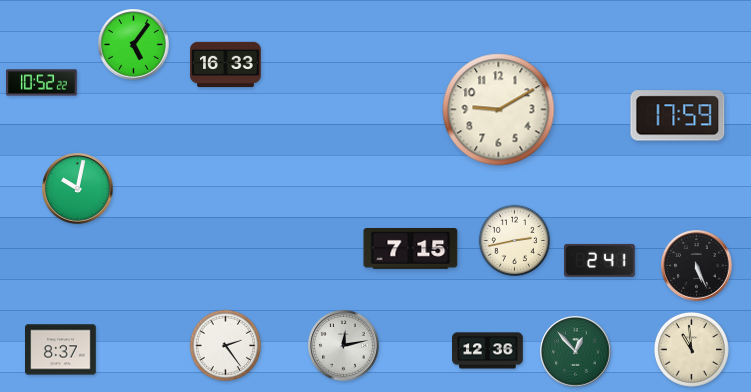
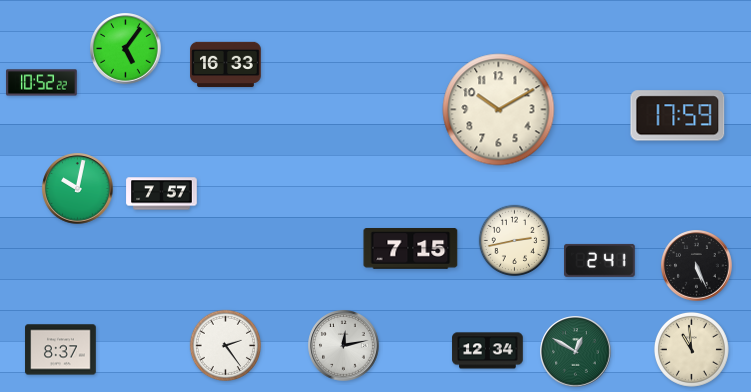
clock at (134, 45) position: (134, 45) -> (126, 49)
clock at (499, 110): 9:10 -> 10:10
clock at (162, 194): none -> 7:57
clock at (488, 351): 12:36 -> 12:34
clock at (576, 352): 12:53 -> 12:50
